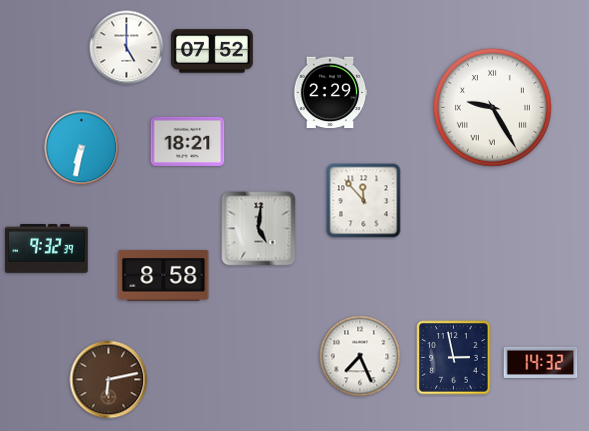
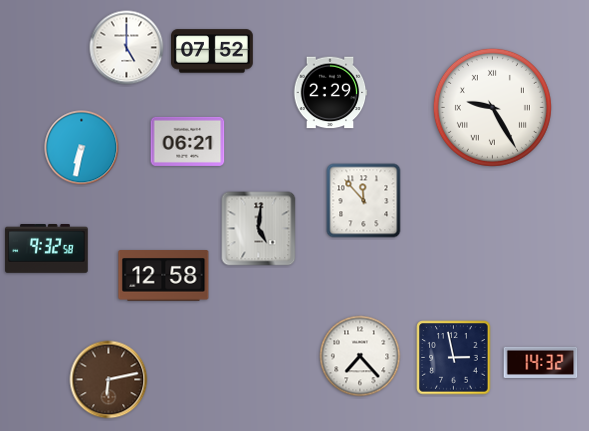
clock at (188, 141): 18:21 -> 06:21
clock at (47, 249): 9:32:39 -> 9:32:58
clock at (164, 276): 8:58 -> 12:58
clock at (360, 356): 7:26 -> 7:23
